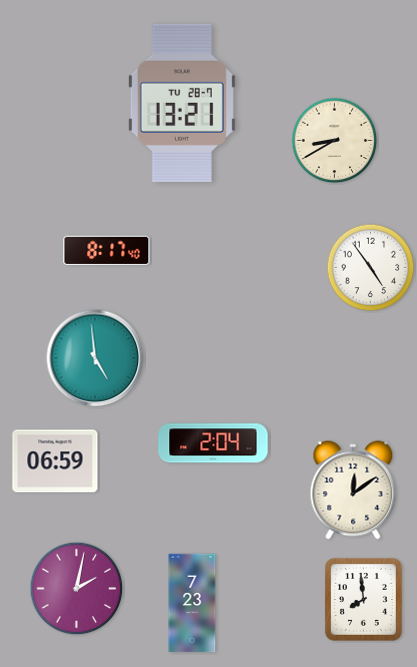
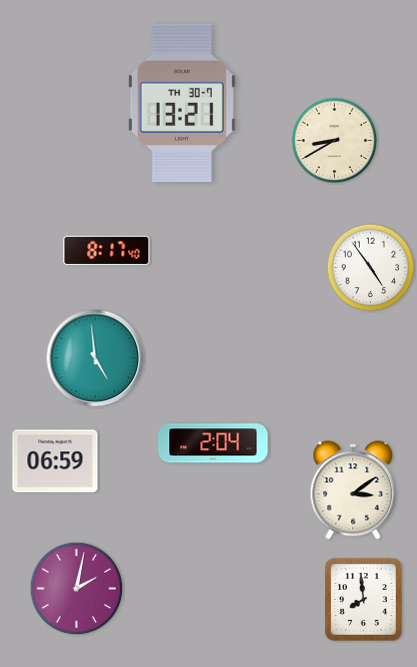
clock at (182, 103) date: TU 28-7 -> TH 30-7
clock at (353, 490): 12:09 -> 3:09
clock at (192, 603): 7:23 -> none
